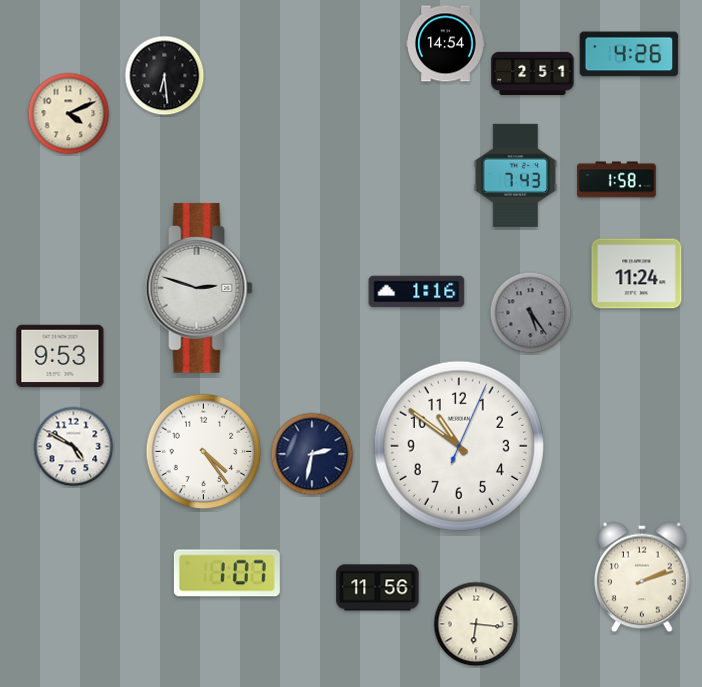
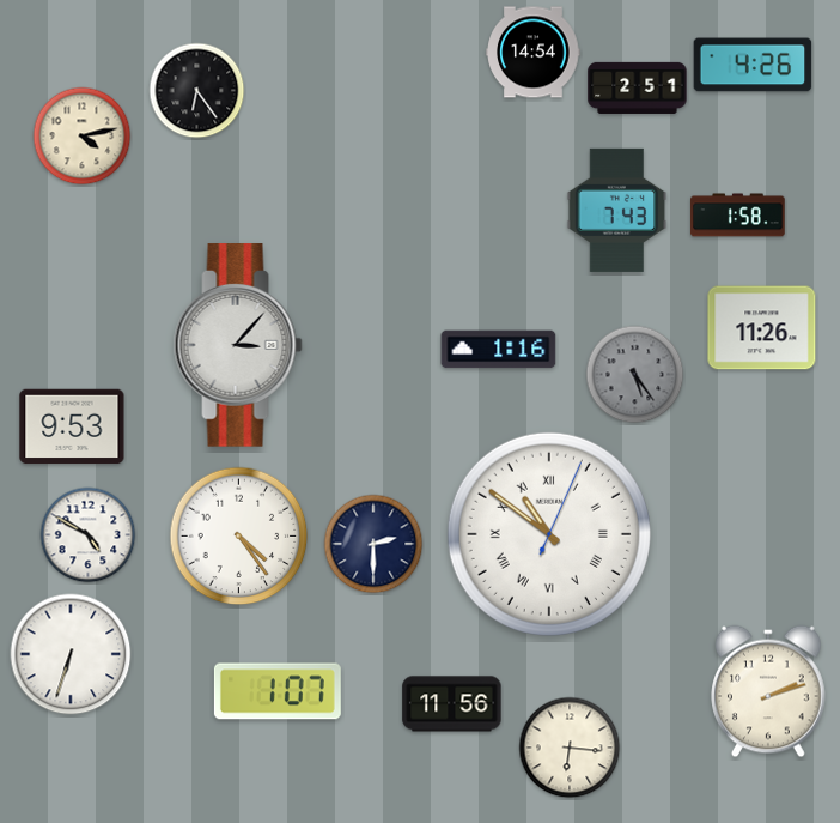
clock at (165, 76): 6:29 -> 6:24
clock at (69, 114): 4:11 -> 4:13
clock at (637, 274): 11:24 -> 11:26
clock at (199, 288): 2:48 -> 3:07
clock at (459, 446) numerals: Arabic -> Roman
clock at (204, 452) position: (204, 452) -> (239, 537)
clock at (312, 454): 2:32 -> 2:30
clock at (71, 654): none -> 6:33
clock at (227, 573) position: (227, 573) -> (278, 691)
